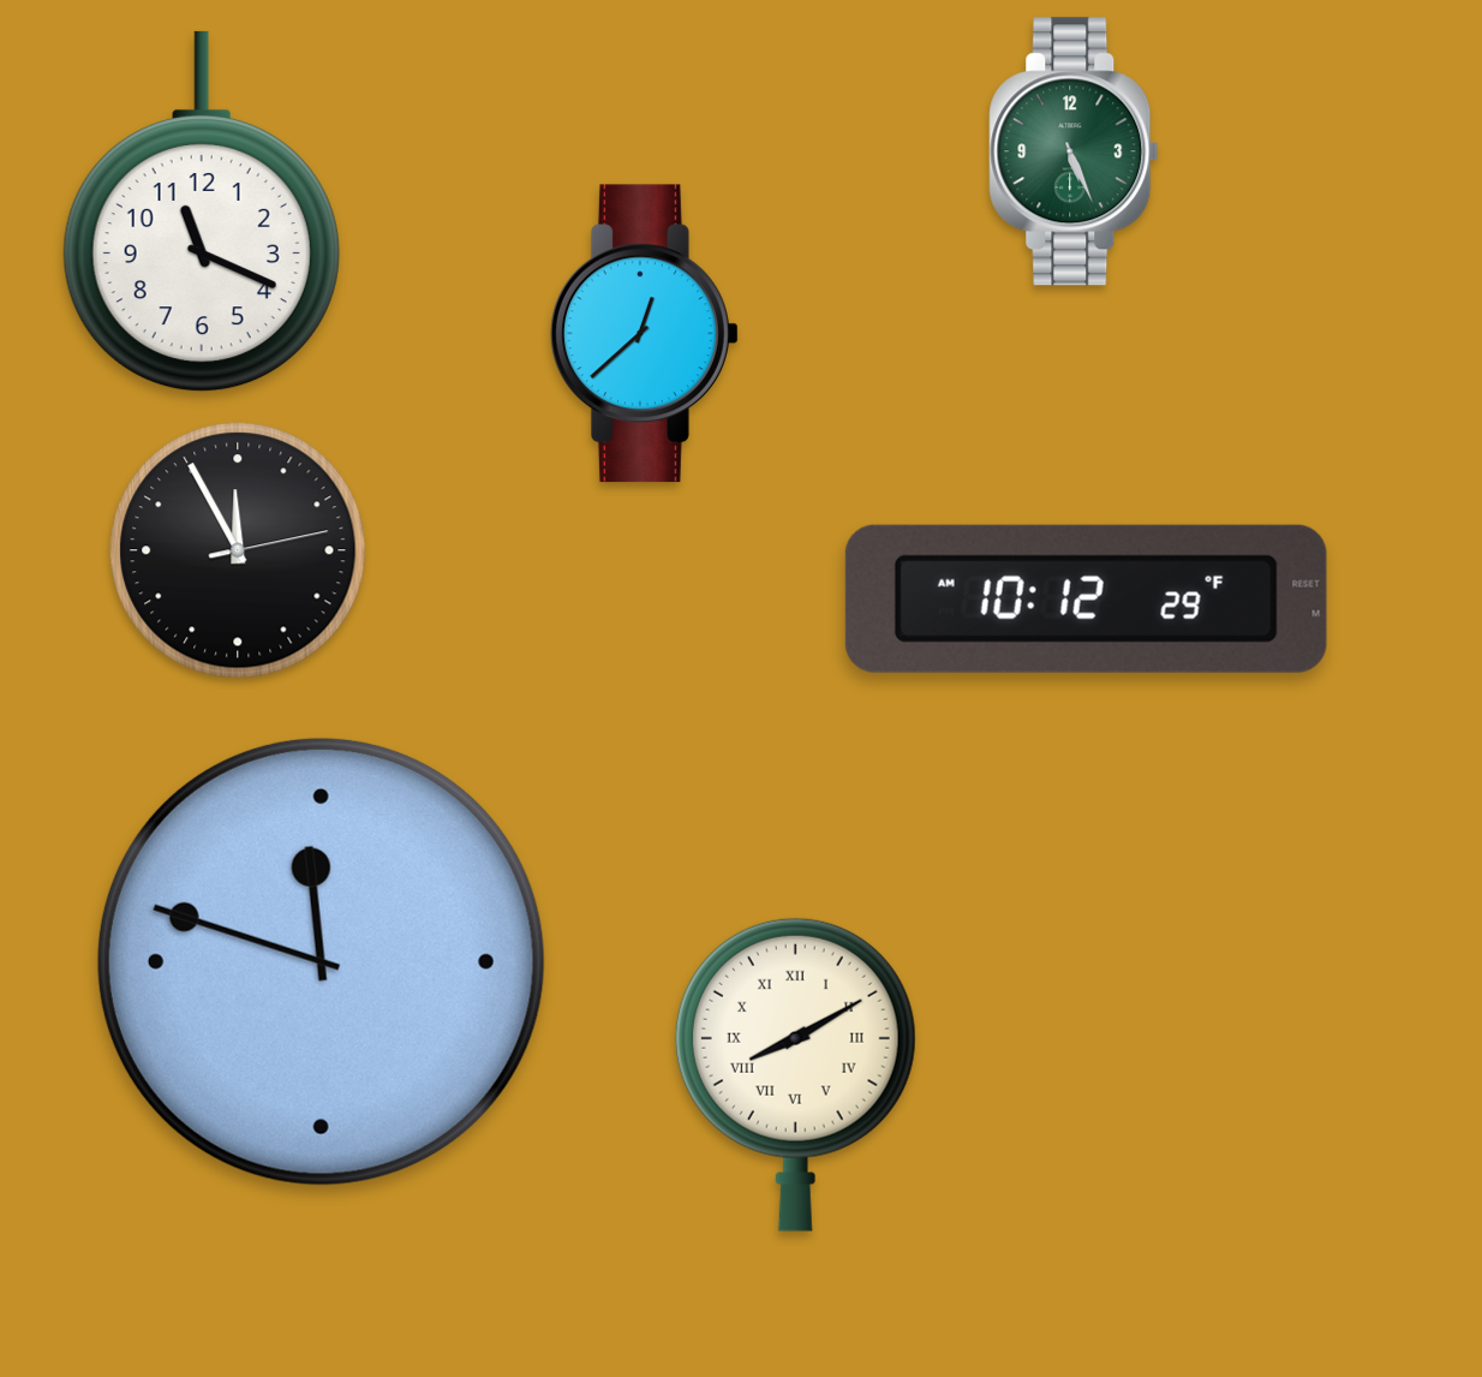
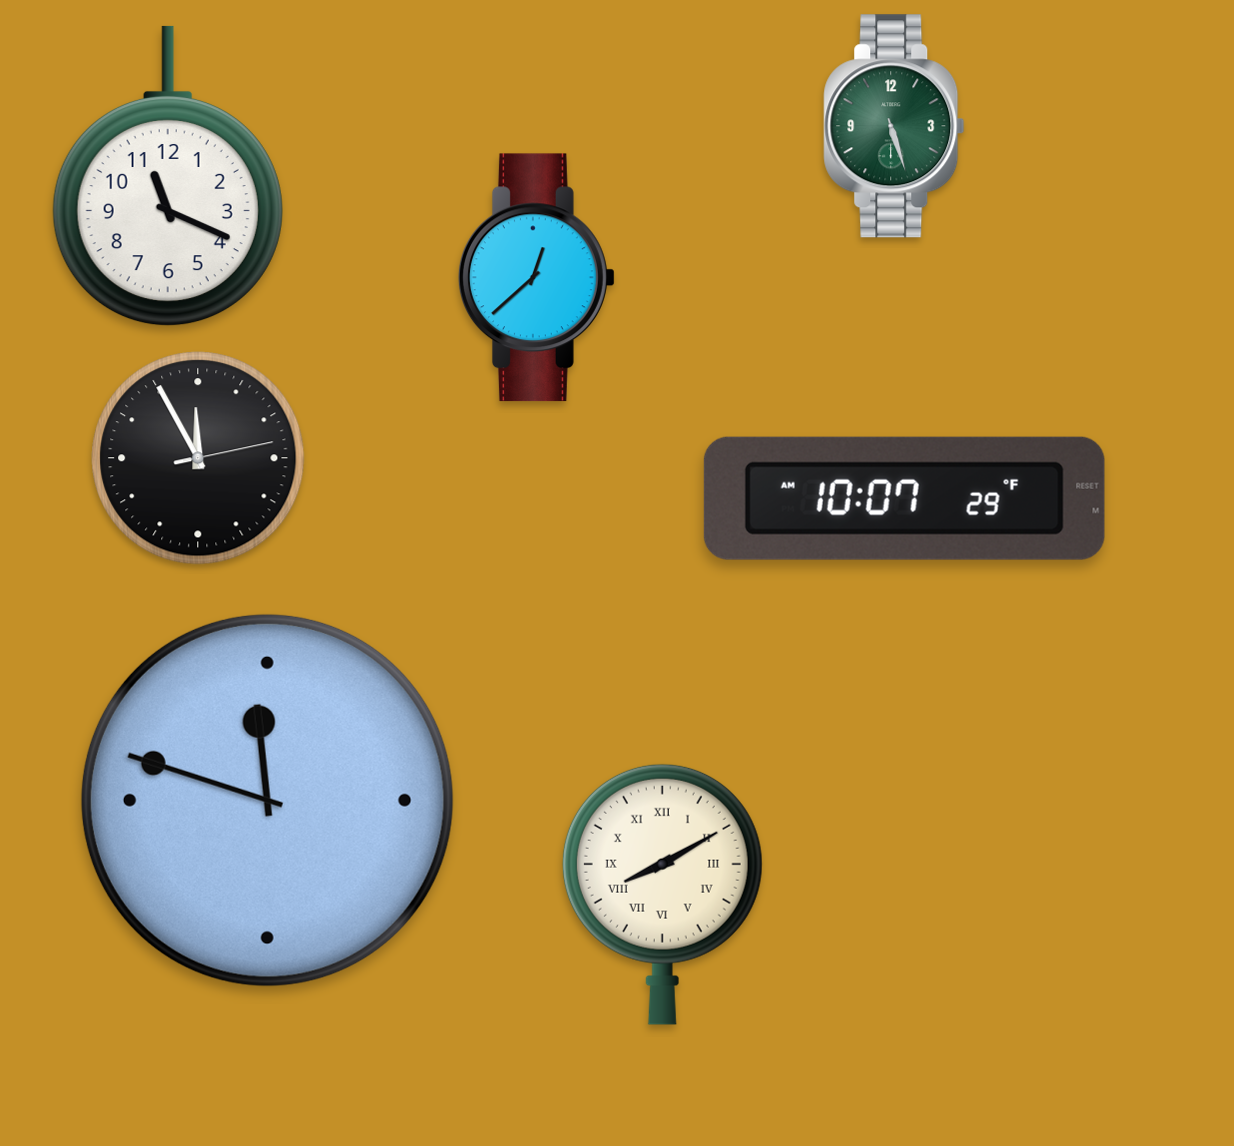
clock at (1074, 151): 5:26 -> 5:27
clock at (1086, 598): 10:12 -> 10:07
